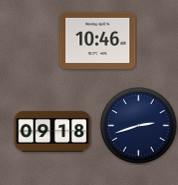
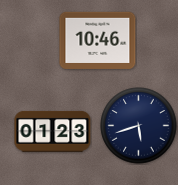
clock at (139, 126): 2:42 -> 5:42
clock at (53, 131): 09:18 -> 01:23
